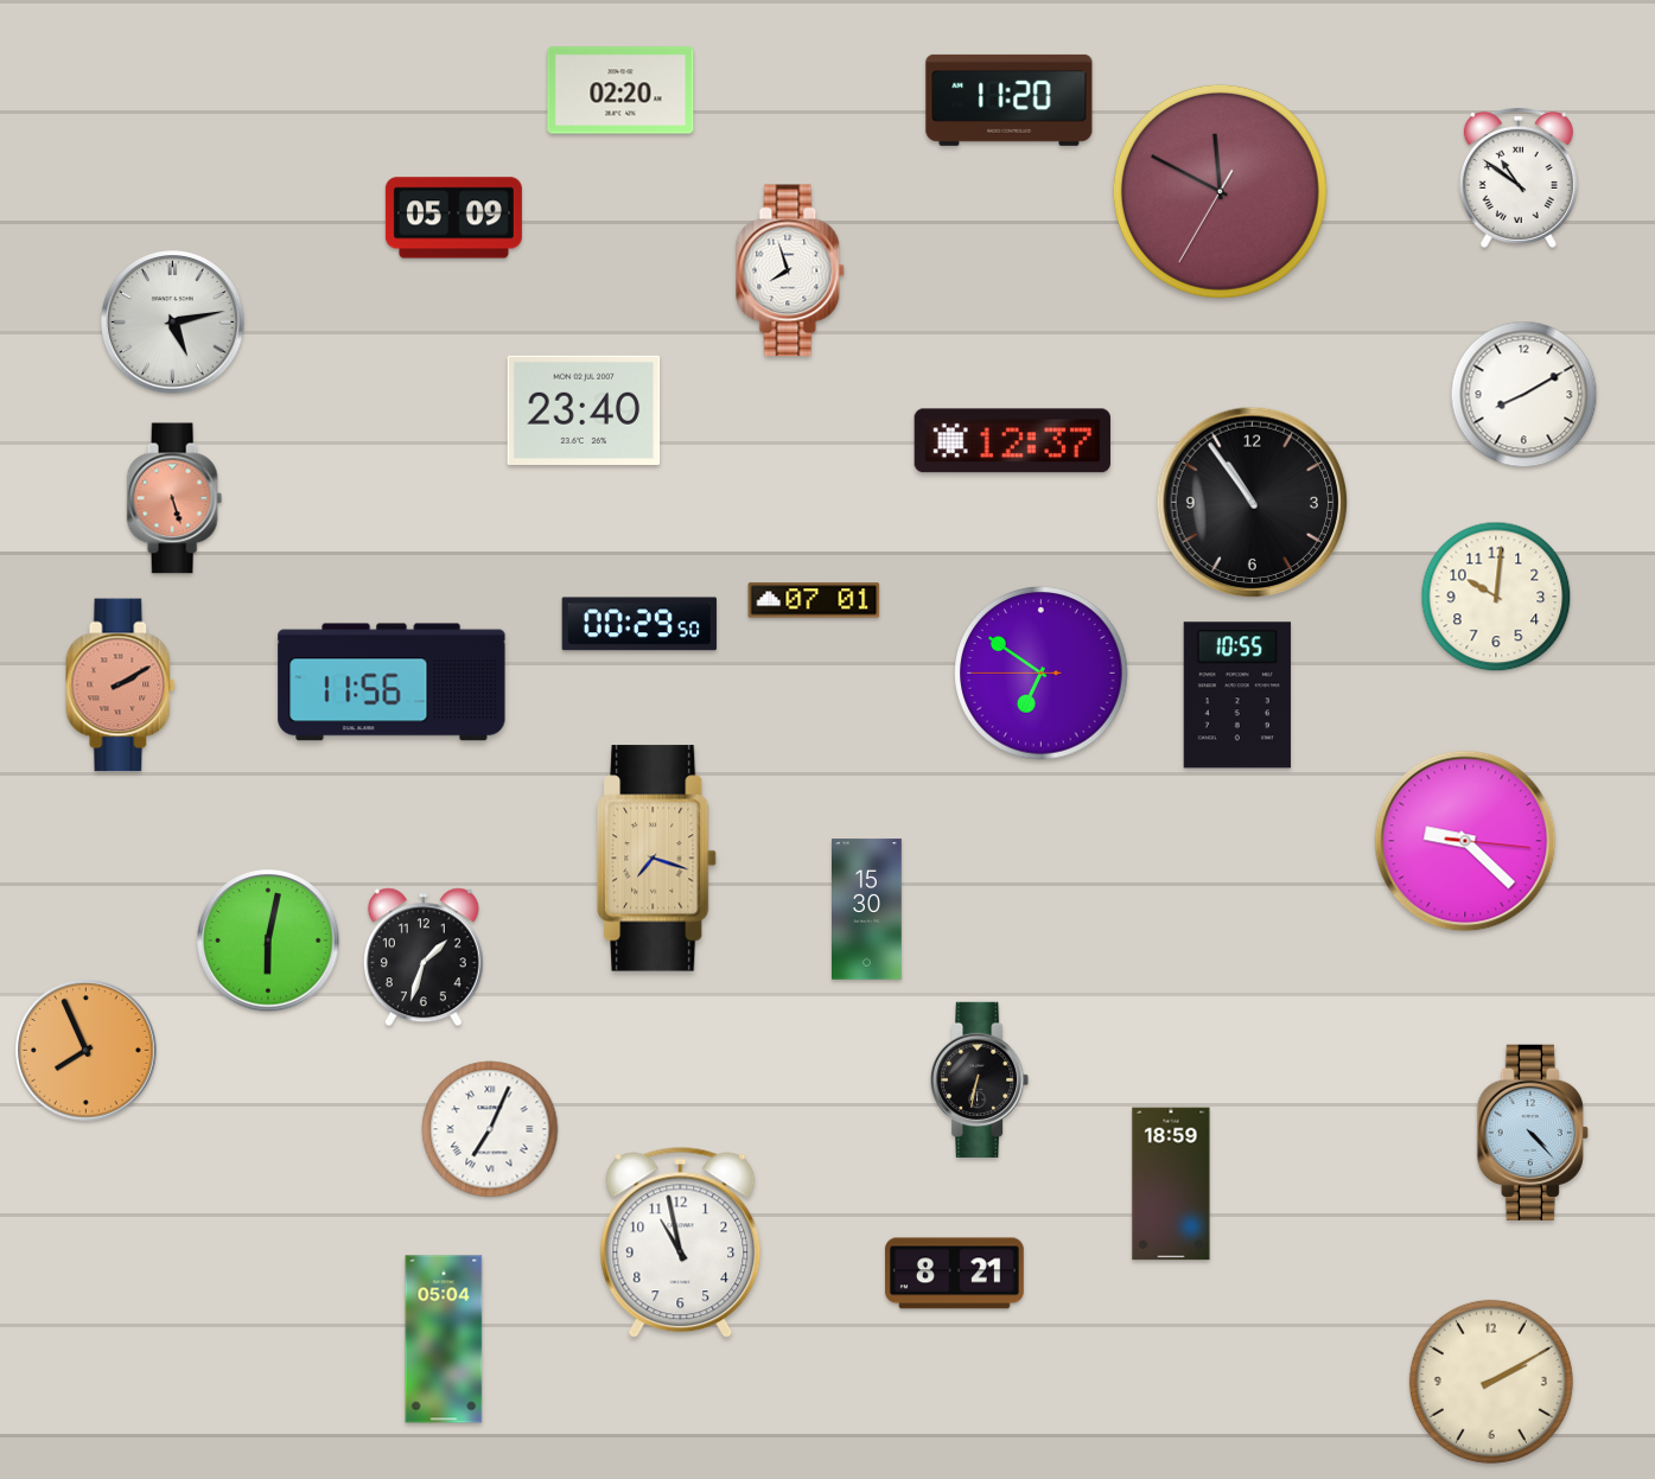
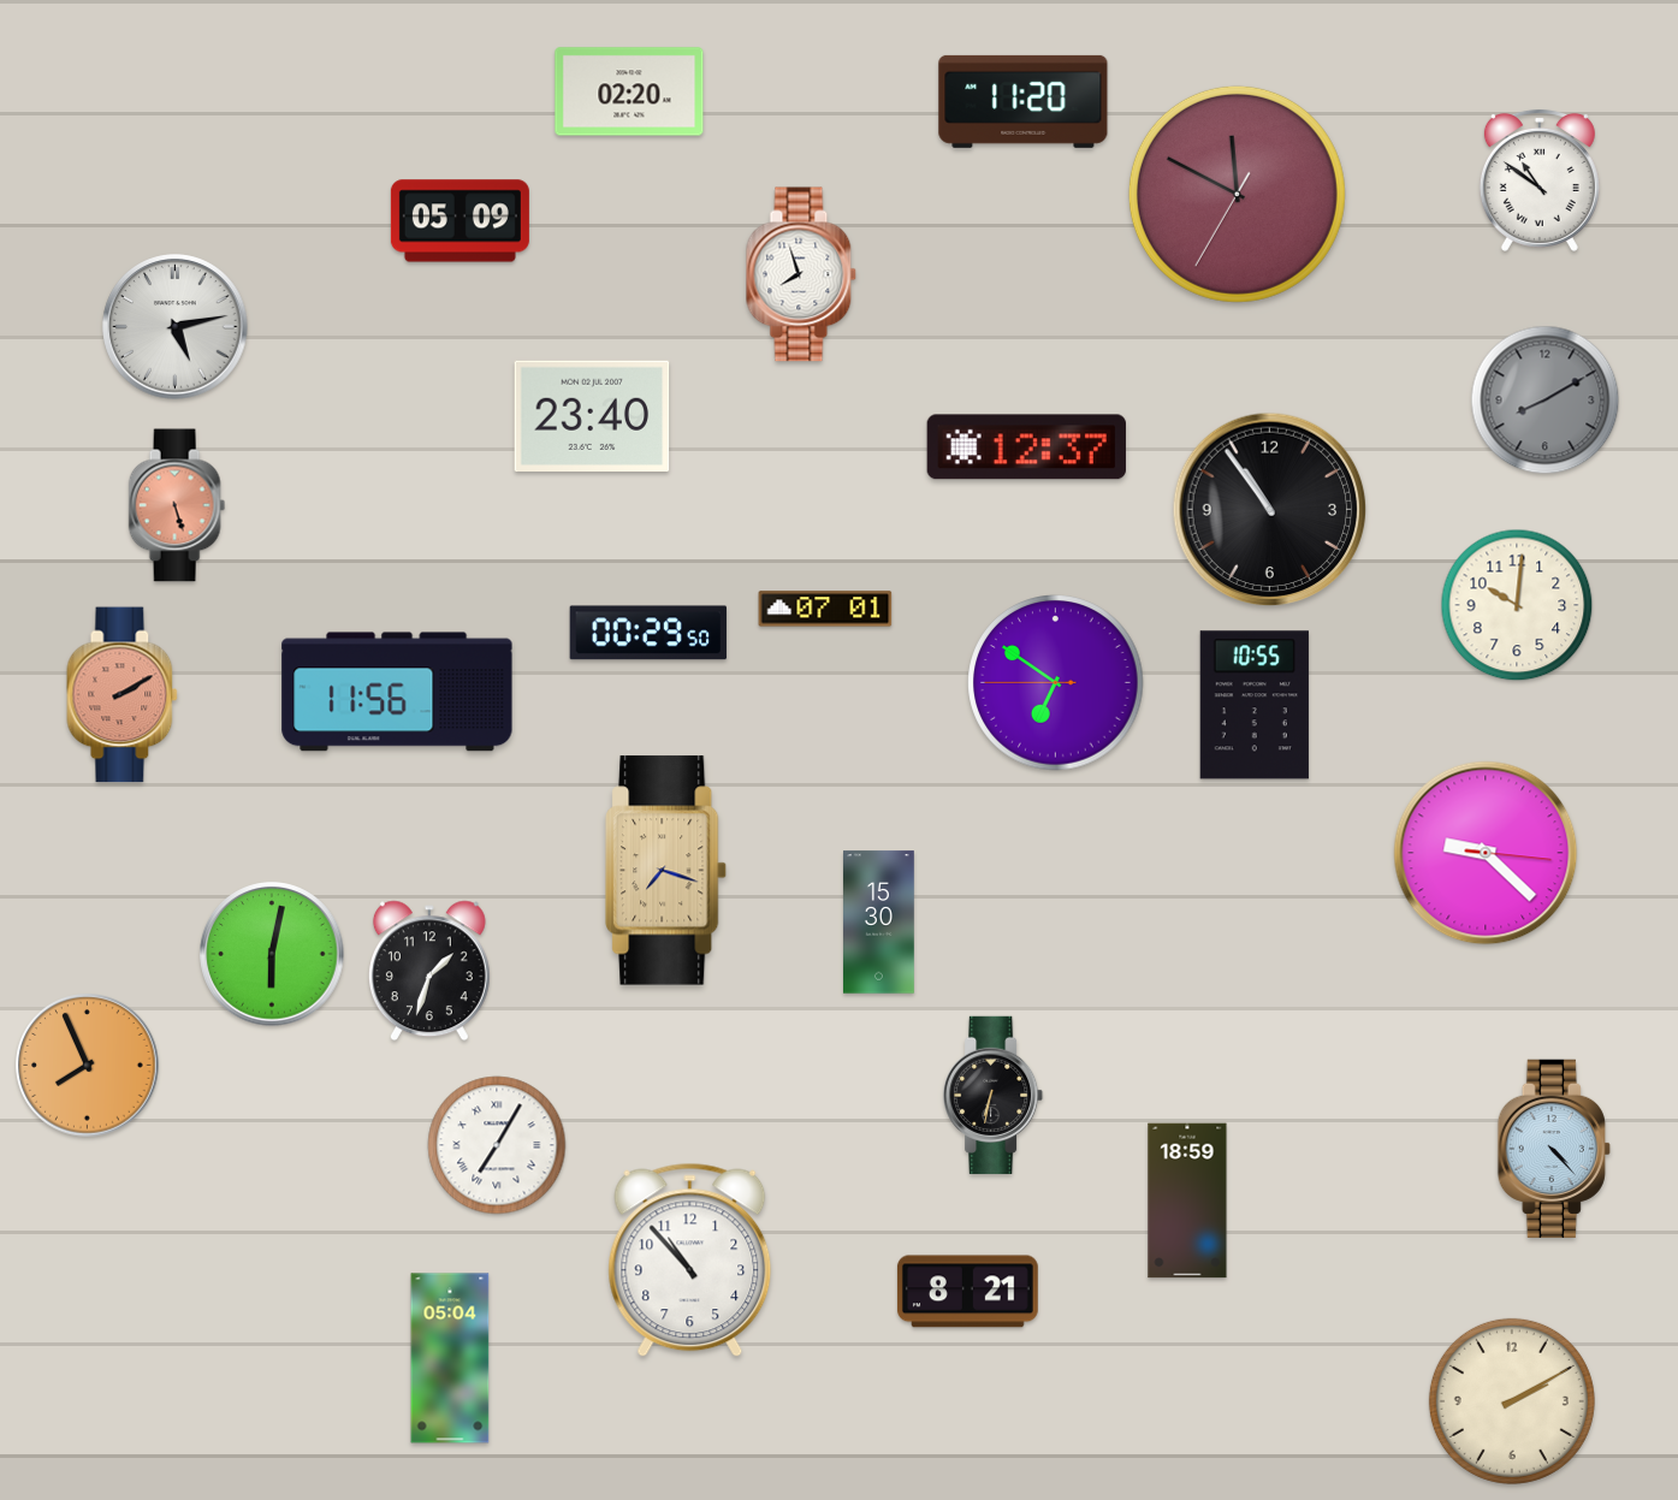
clock at (1524, 395) dial: white -> grey
clock at (490, 1129): 7:04 -> 7:05
clock at (681, 1243): 10:58 -> 10:53
